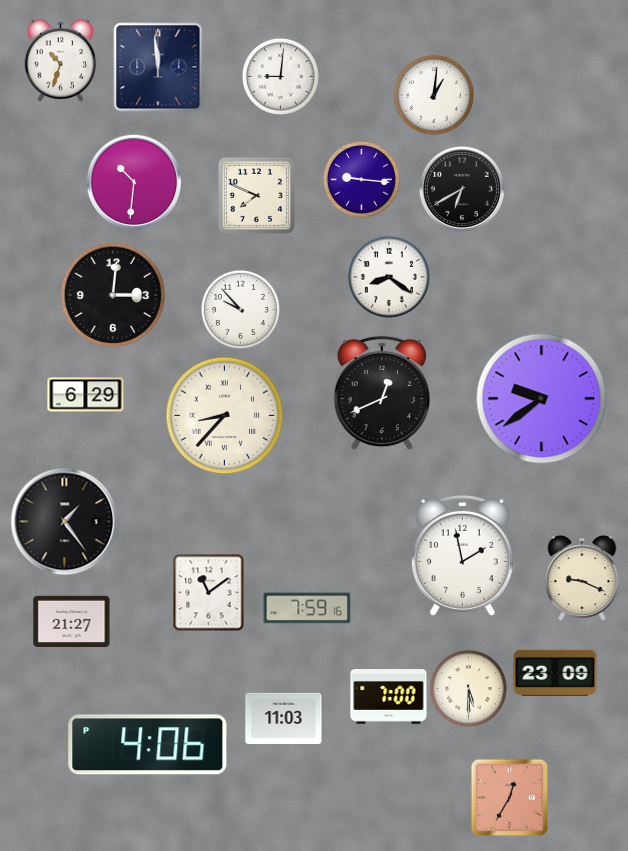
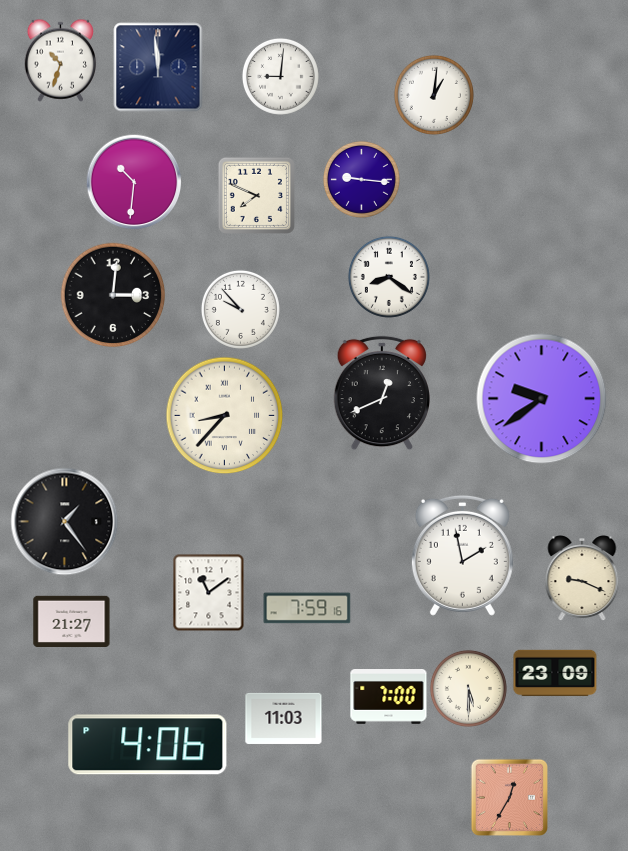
clock at (462, 189): 6:40 -> none
clock at (86, 395): 6:29 -> none
